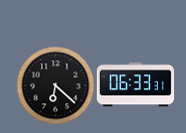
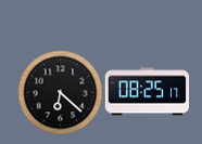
clock at (135, 85): 06:33 -> 08:25
